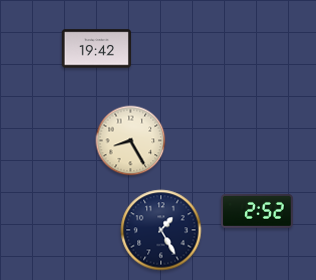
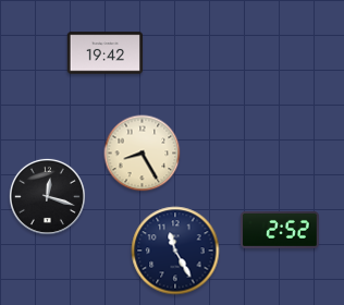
clock at (47, 196): none -> 12:18
clock at (161, 230): 1:25 -> 11:25
